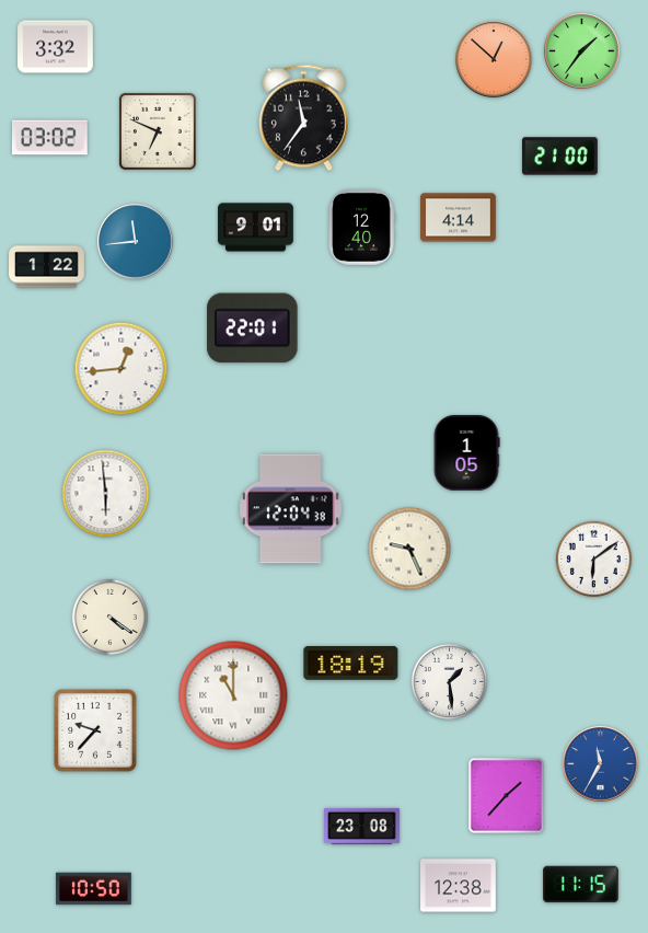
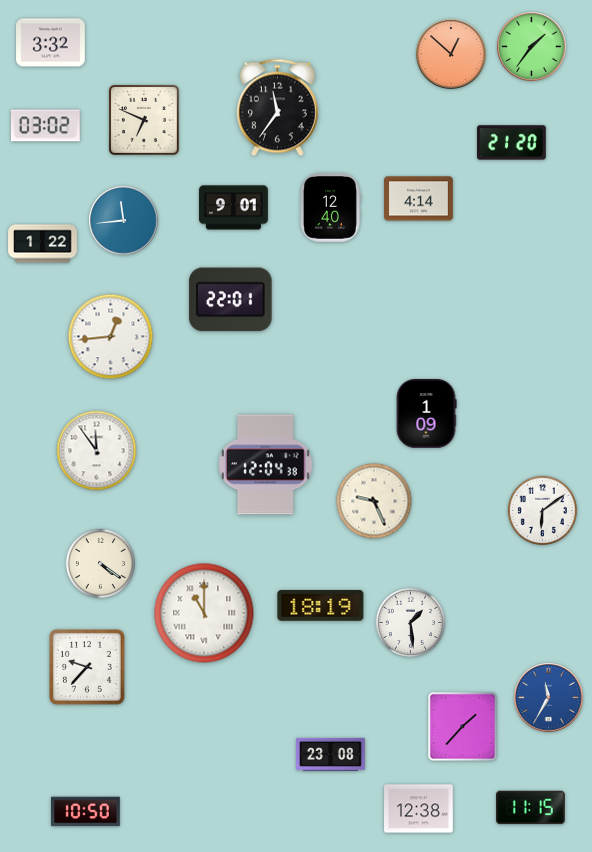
clock at (560, 157): 21:00 -> 21:20
clock at (466, 453): 1:05 -> 1:09
clock at (106, 494): 5:59 -> 11:54
clock at (233, 695) position: (233, 695) -> (204, 613)
